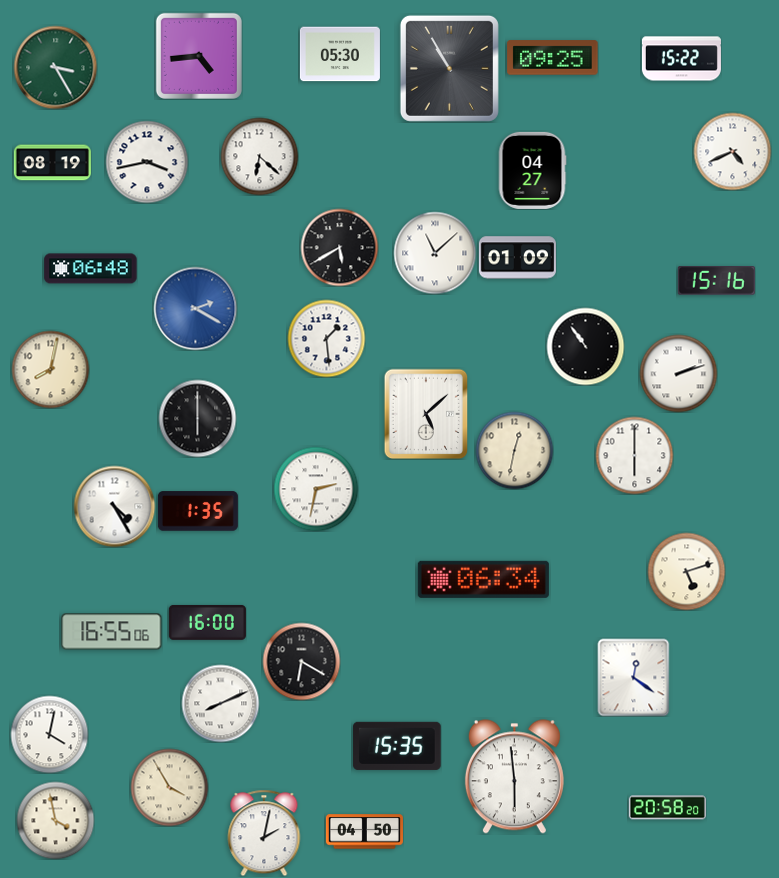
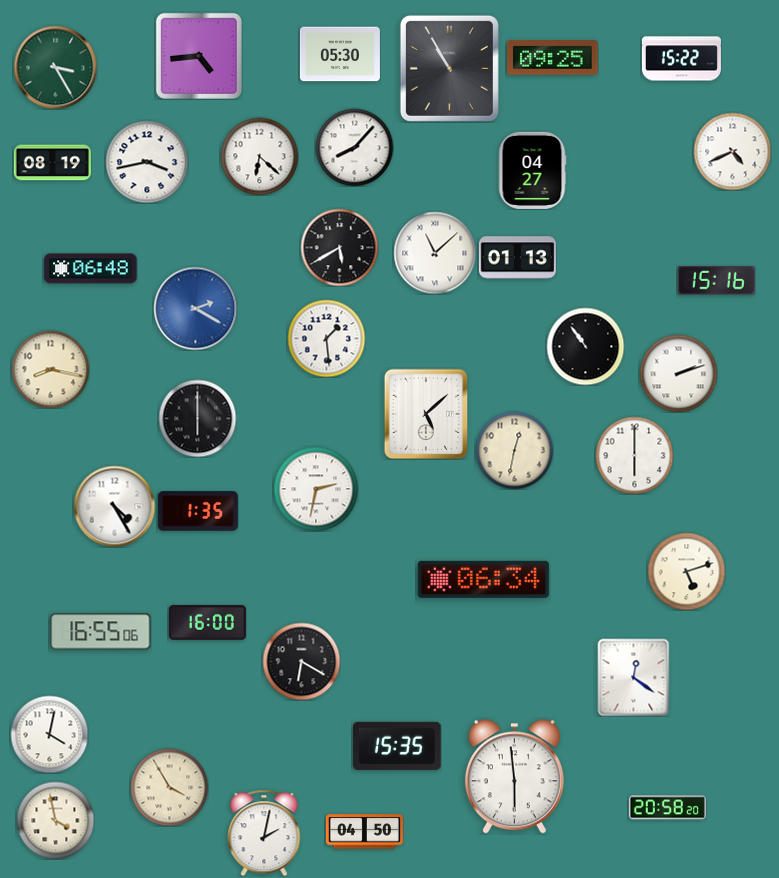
clock at (354, 147): none -> 8:07
clock at (517, 258): 01:09 -> 01:13
clock at (50, 369): 8:02 -> 8:17
clock at (112, 632) position: (112, 632) -> (101, 632)
clock at (220, 703): 8:11 -> none
